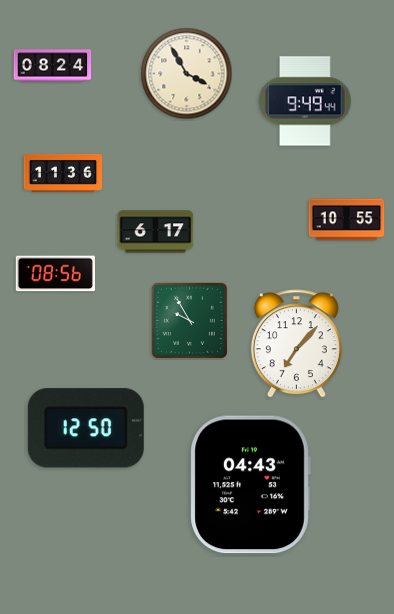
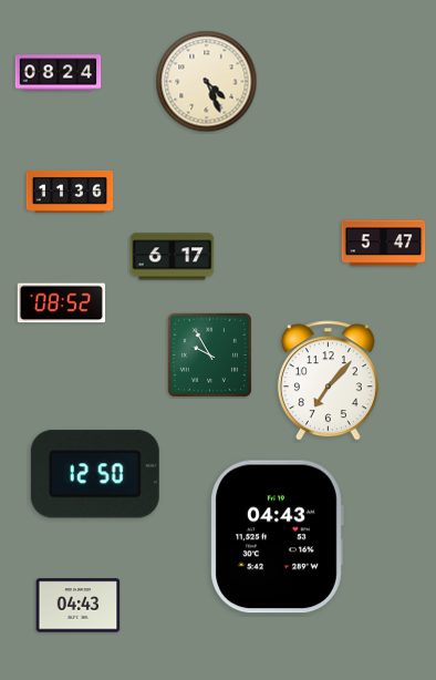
clock at (187, 74): 3:55 -> 4:26
clock at (305, 101): 9:49 -> none
clock at (347, 220): 10:55 -> 5:47
clock at (55, 274): 08:56 -> 08:52
clock at (79, 606): none -> 04:43
